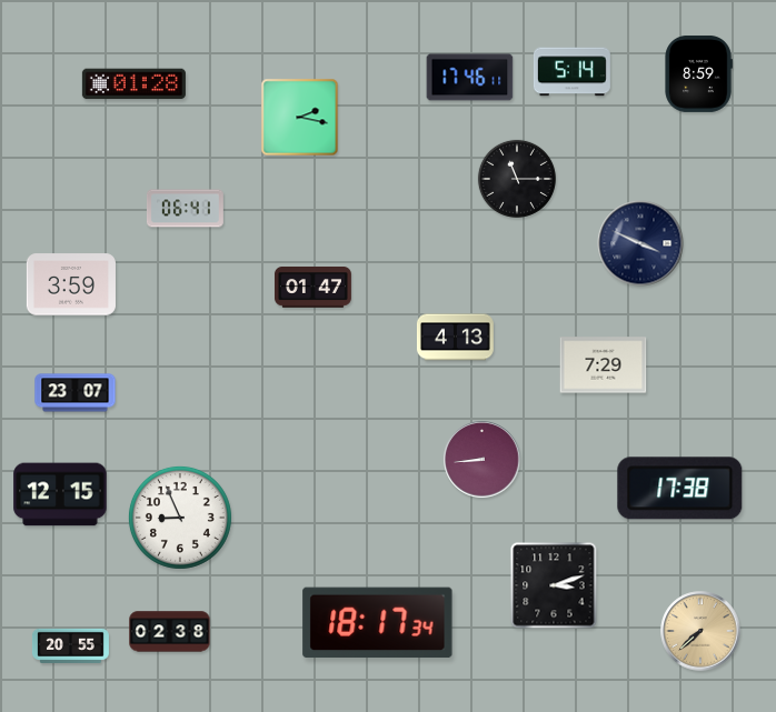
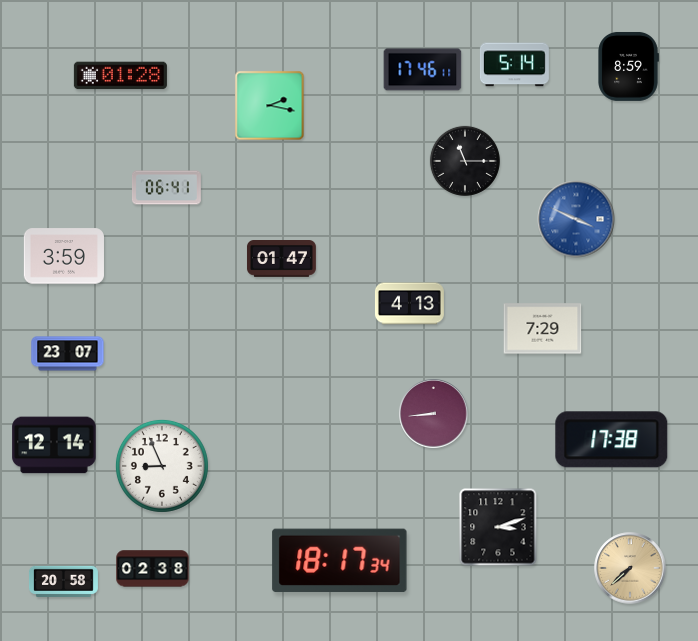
clock at (640, 243) dial: navy -> blue
clock at (60, 494): 12:15 -> 12:14
clock at (70, 645): 20:55 -> 20:58
